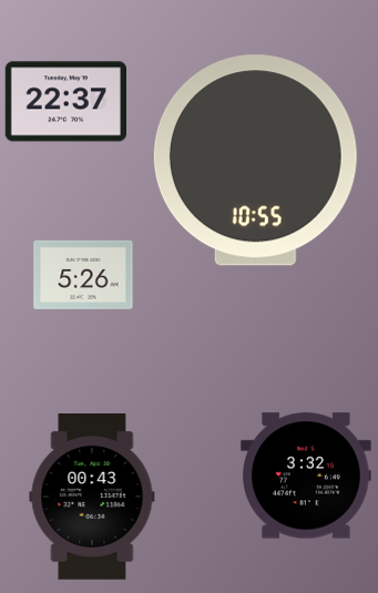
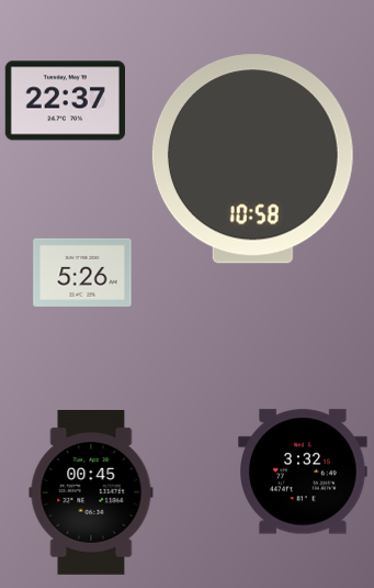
clock at (255, 161): 10:55 -> 10:58
clock at (92, 498): 00:43 -> 00:45
